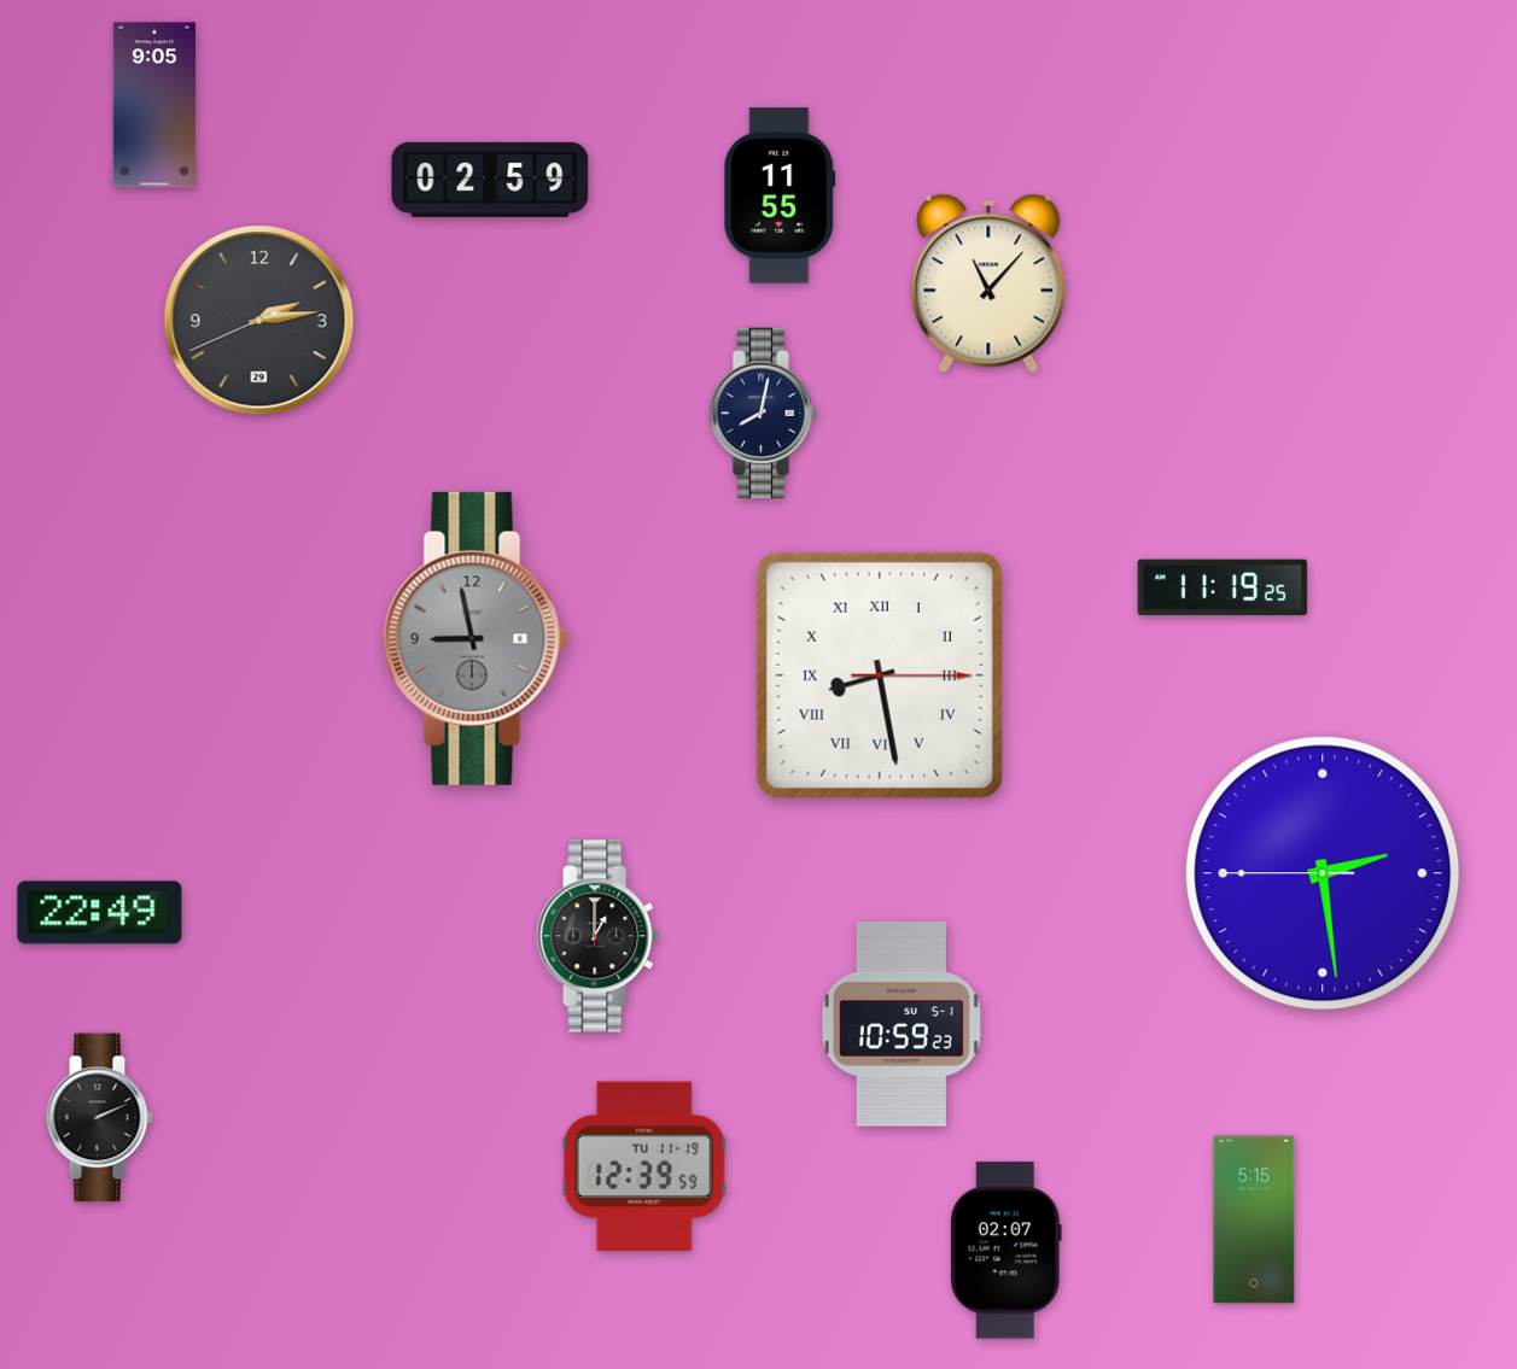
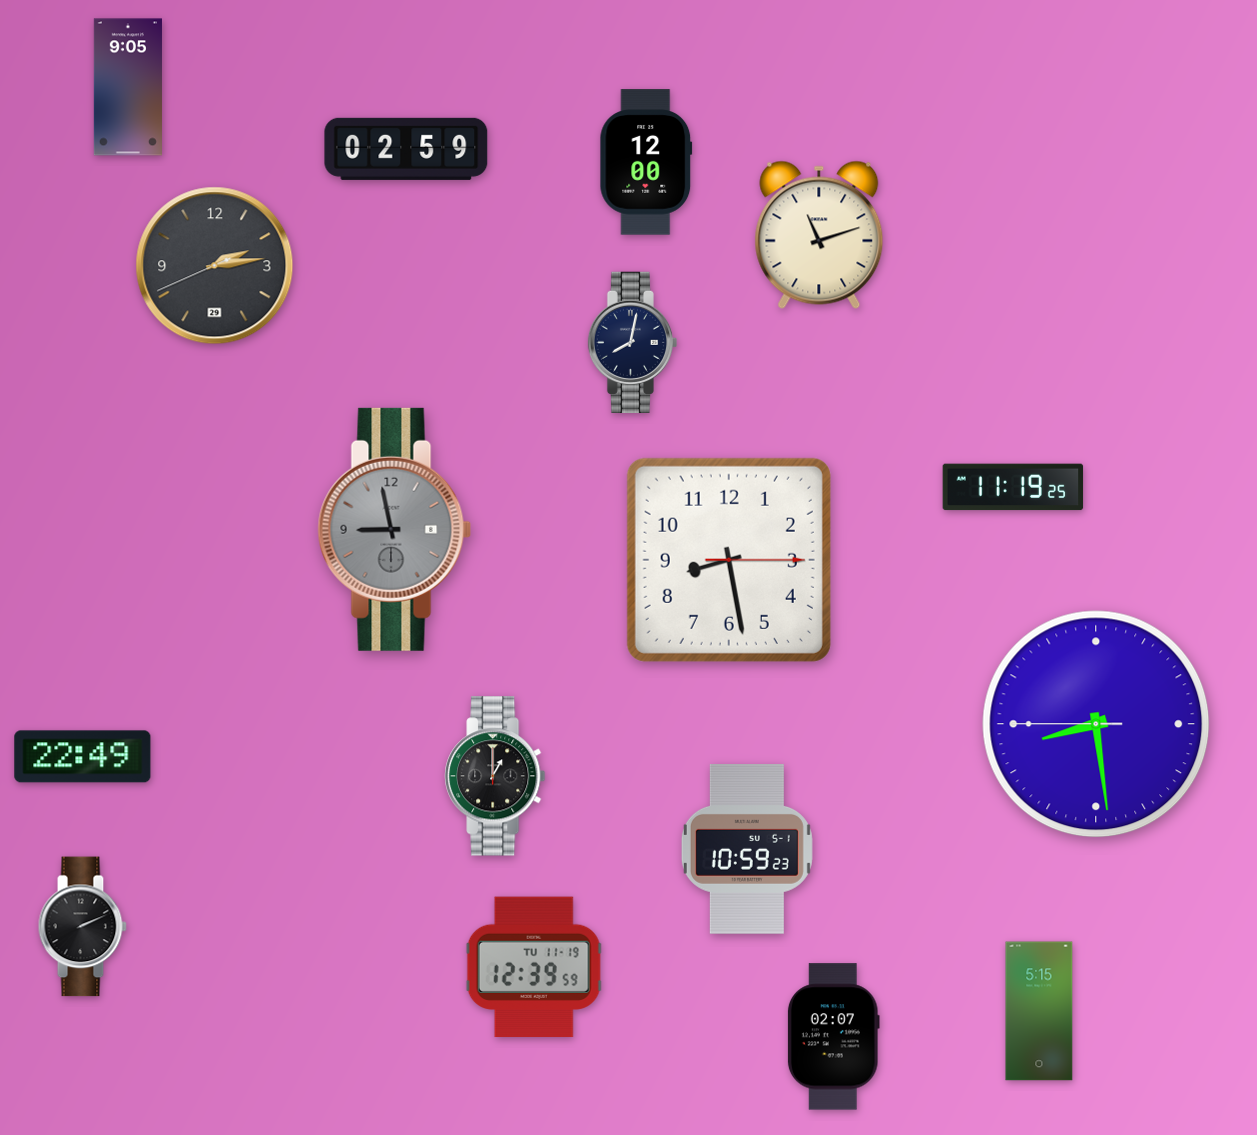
clock at (780, 195): 11:55 -> 12:00
clock at (988, 283): 11:07 -> 11:12
clock at (880, 675) numerals: Roman -> Arabic
clock at (1323, 873): 2:28 -> 8:28
